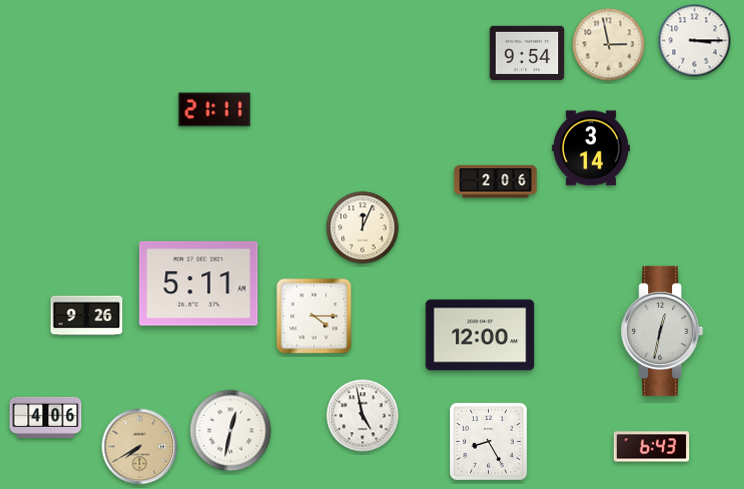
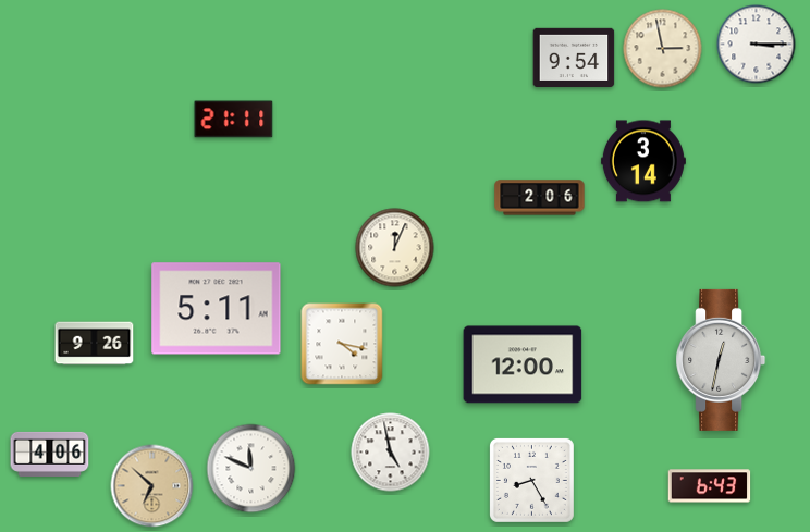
clock at (314, 316): 4:15 -> 4:17
clock at (363, 416) position: (363, 416) -> (391, 453)
clock at (231, 431): 12:32 -> 11:49
clock at (140, 447): 7:40 -> 6:52
